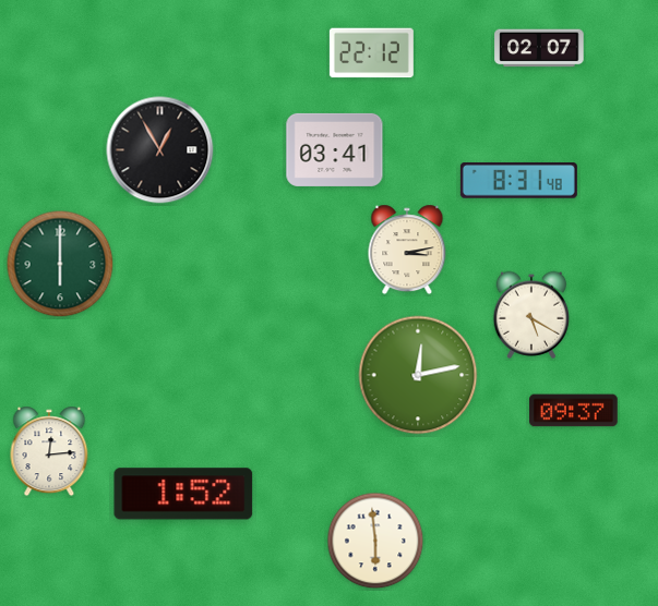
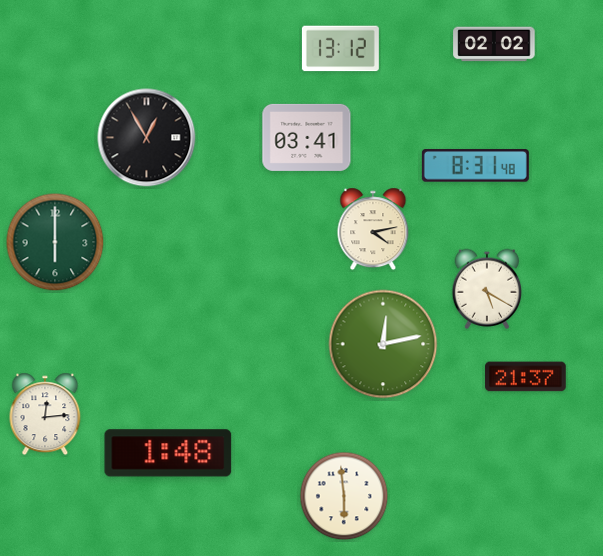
clock at (539, 48): 02:07 -> 02:02
clock at (371, 53): 22:12 -> 13:12
clock at (407, 250): 3:13 -> 4:13
clock at (574, 411): 09:37 -> 21:37
clock at (183, 494): 1:52 -> 1:48
